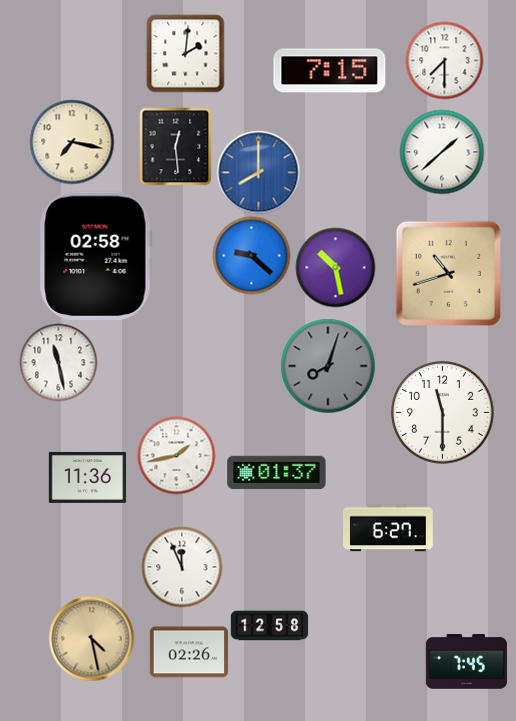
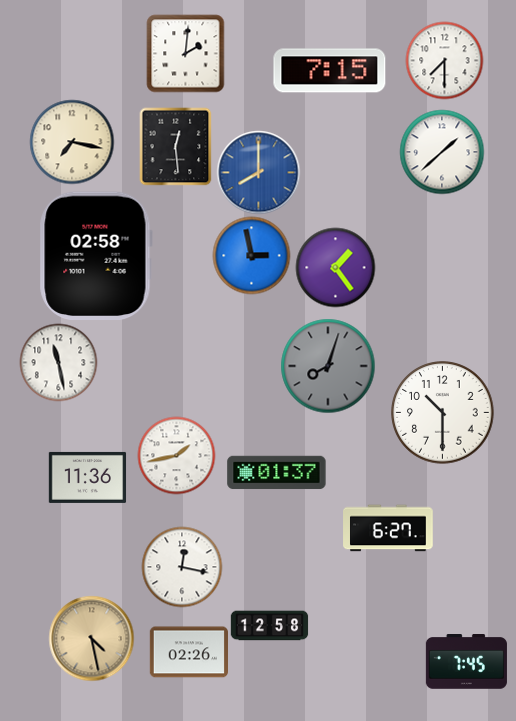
clock at (251, 255): 9:22 -> 2:58
clock at (335, 267): 10:28 -> 1:24
clock at (448, 273): 10:42 -> none
clock at (443, 413): 11:30 -> 10:30
clock at (182, 567): 11:56 -> 12:17
